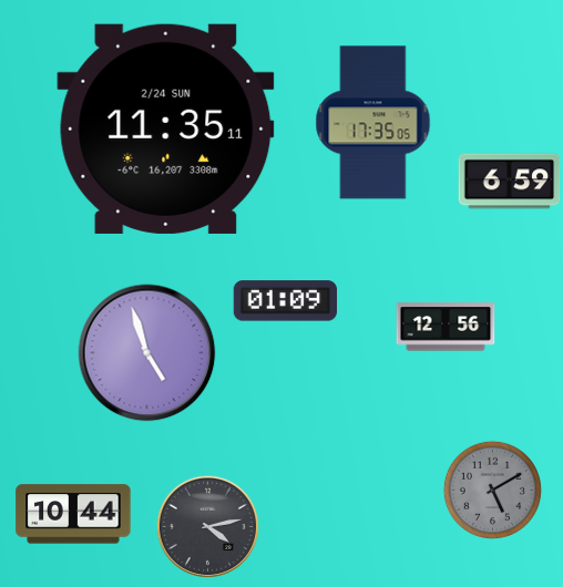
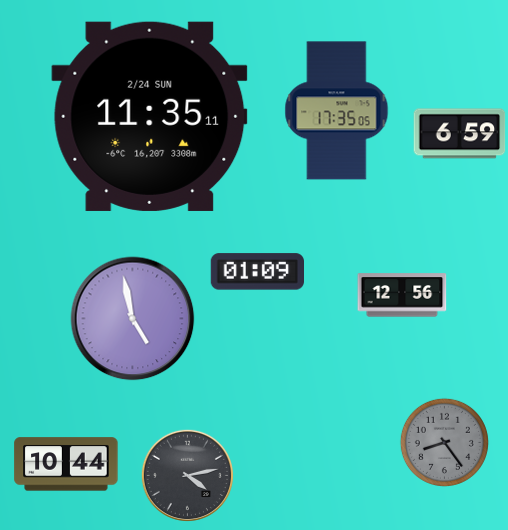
clock at (510, 182) position: (510, 182) -> (460, 134)
clock at (147, 353): 4:57 -> 4:58
clock at (492, 490): 5:10 -> 8:24
